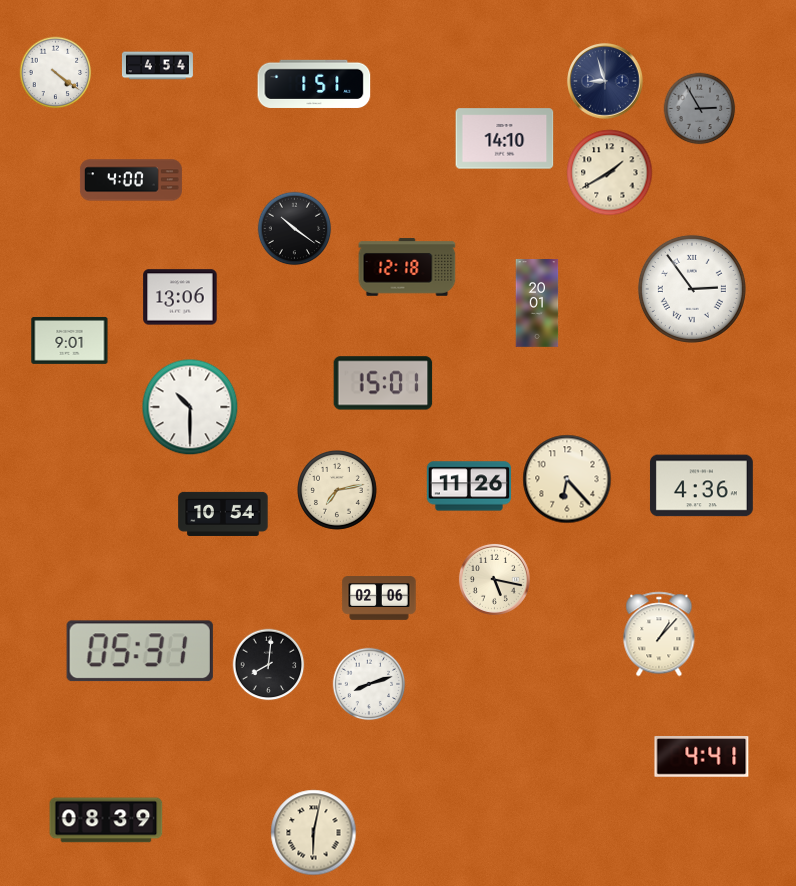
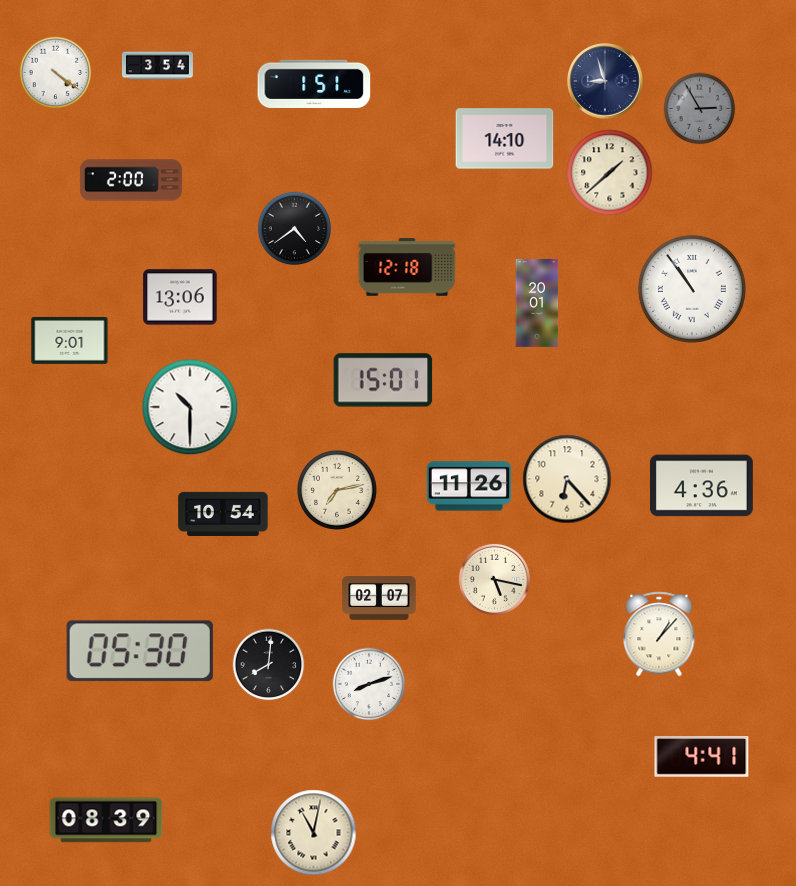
clock at (158, 66): 4:54 -> 3:54
clock at (610, 173): 1:40 -> 1:38
clock at (131, 180): 4:00 -> 2:00
clock at (295, 229): 10:21 -> 4:39
clock at (692, 289): 2:54 -> 10:54
clock at (383, 383) position: (383, 383) -> (383, 380)
clock at (379, 598): 02:06 -> 02:07
clock at (140, 651): 05:31 -> 05:30
clock at (314, 833): 6:02 -> 11:02
